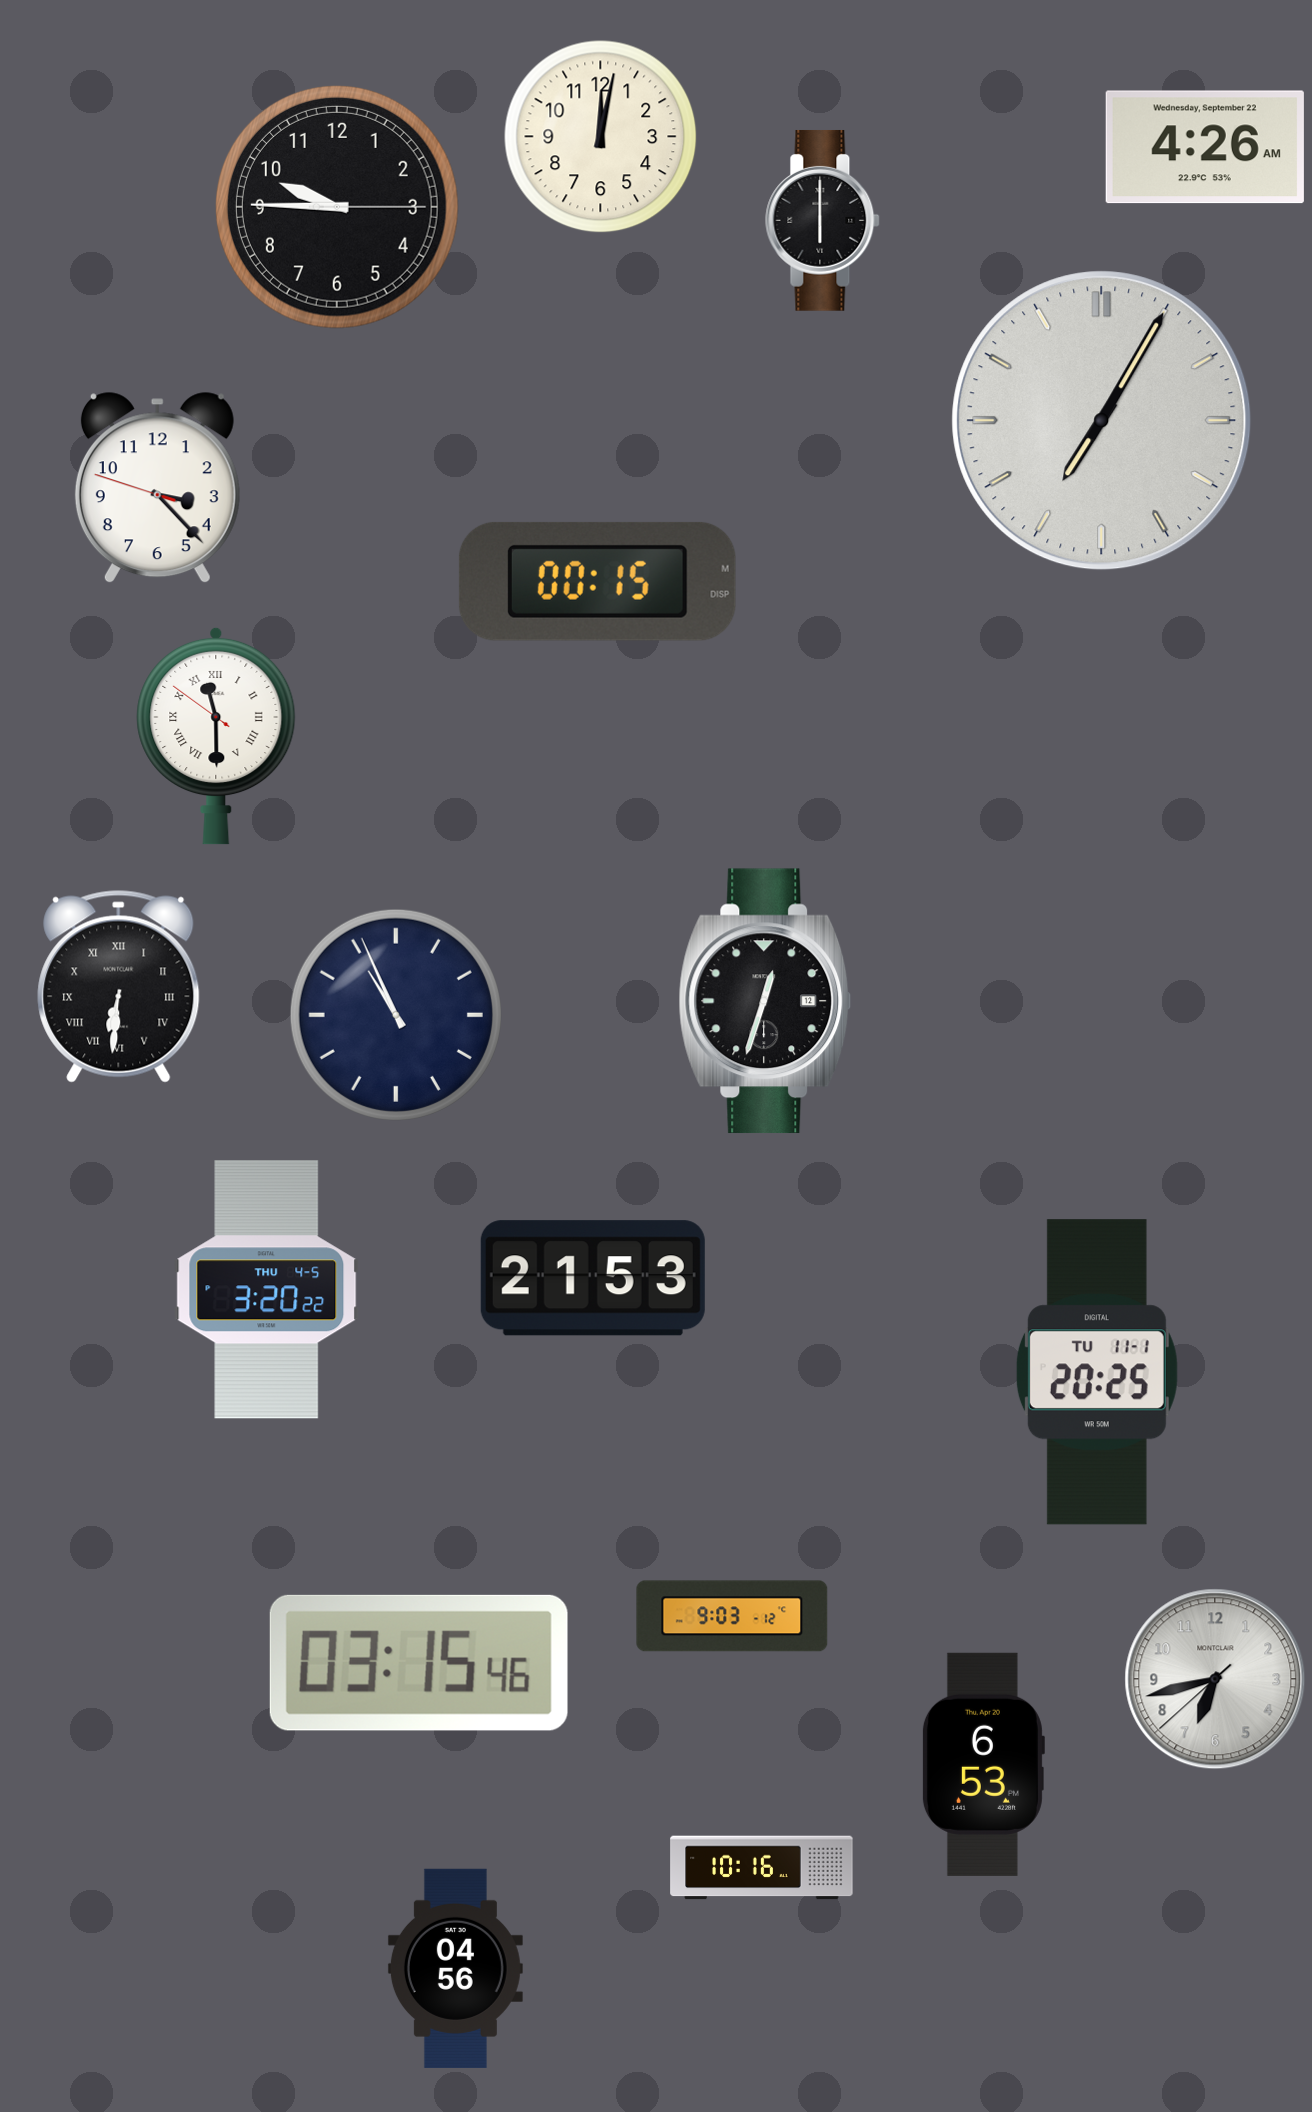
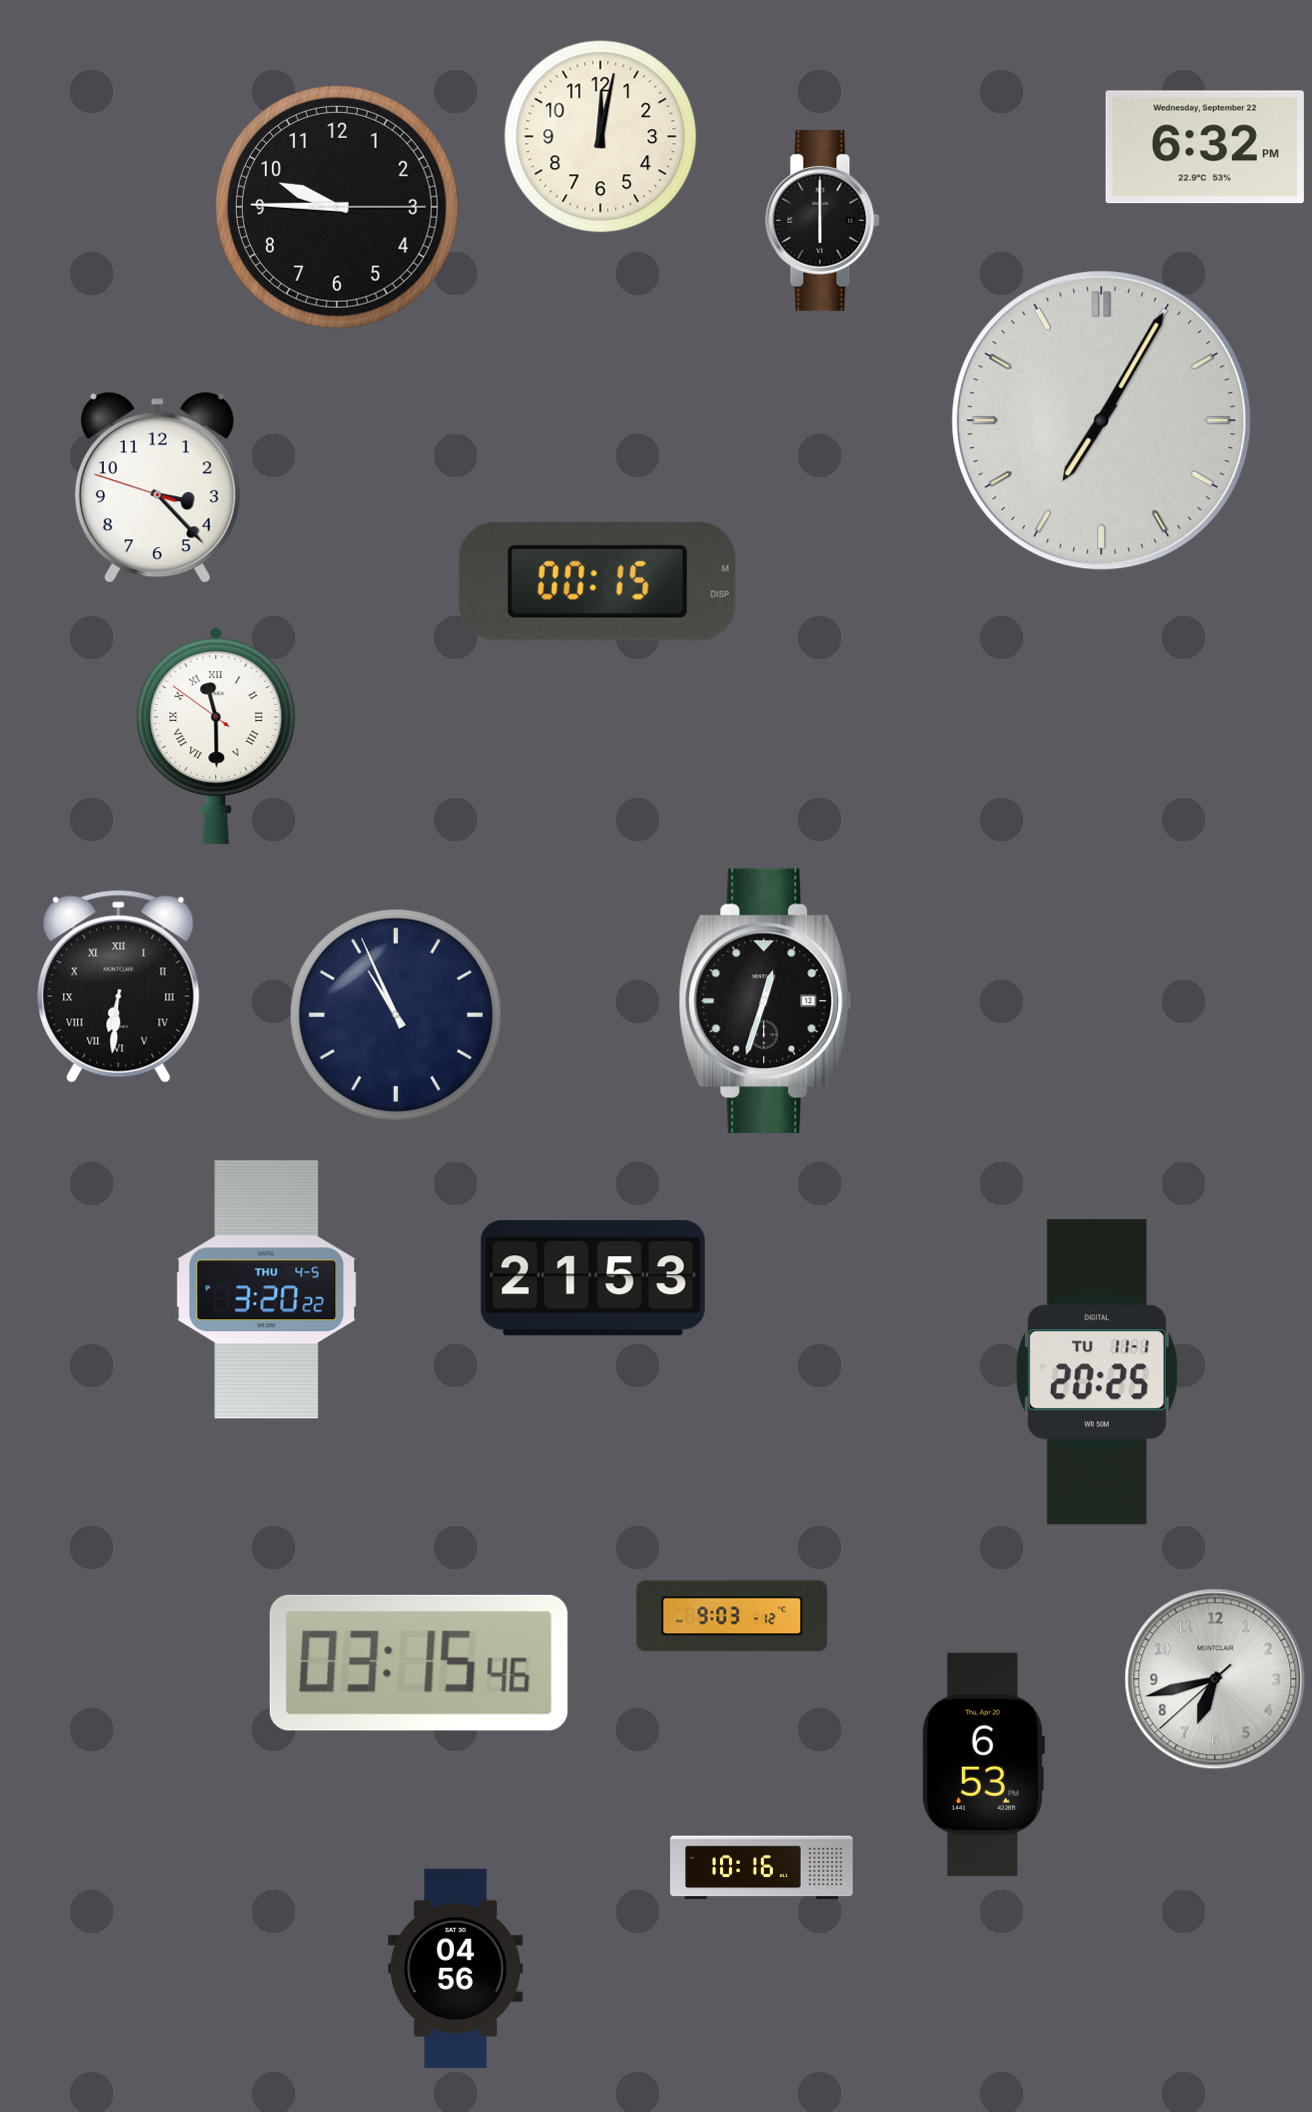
clock at (1205, 147): 4:26 -> 6:32
